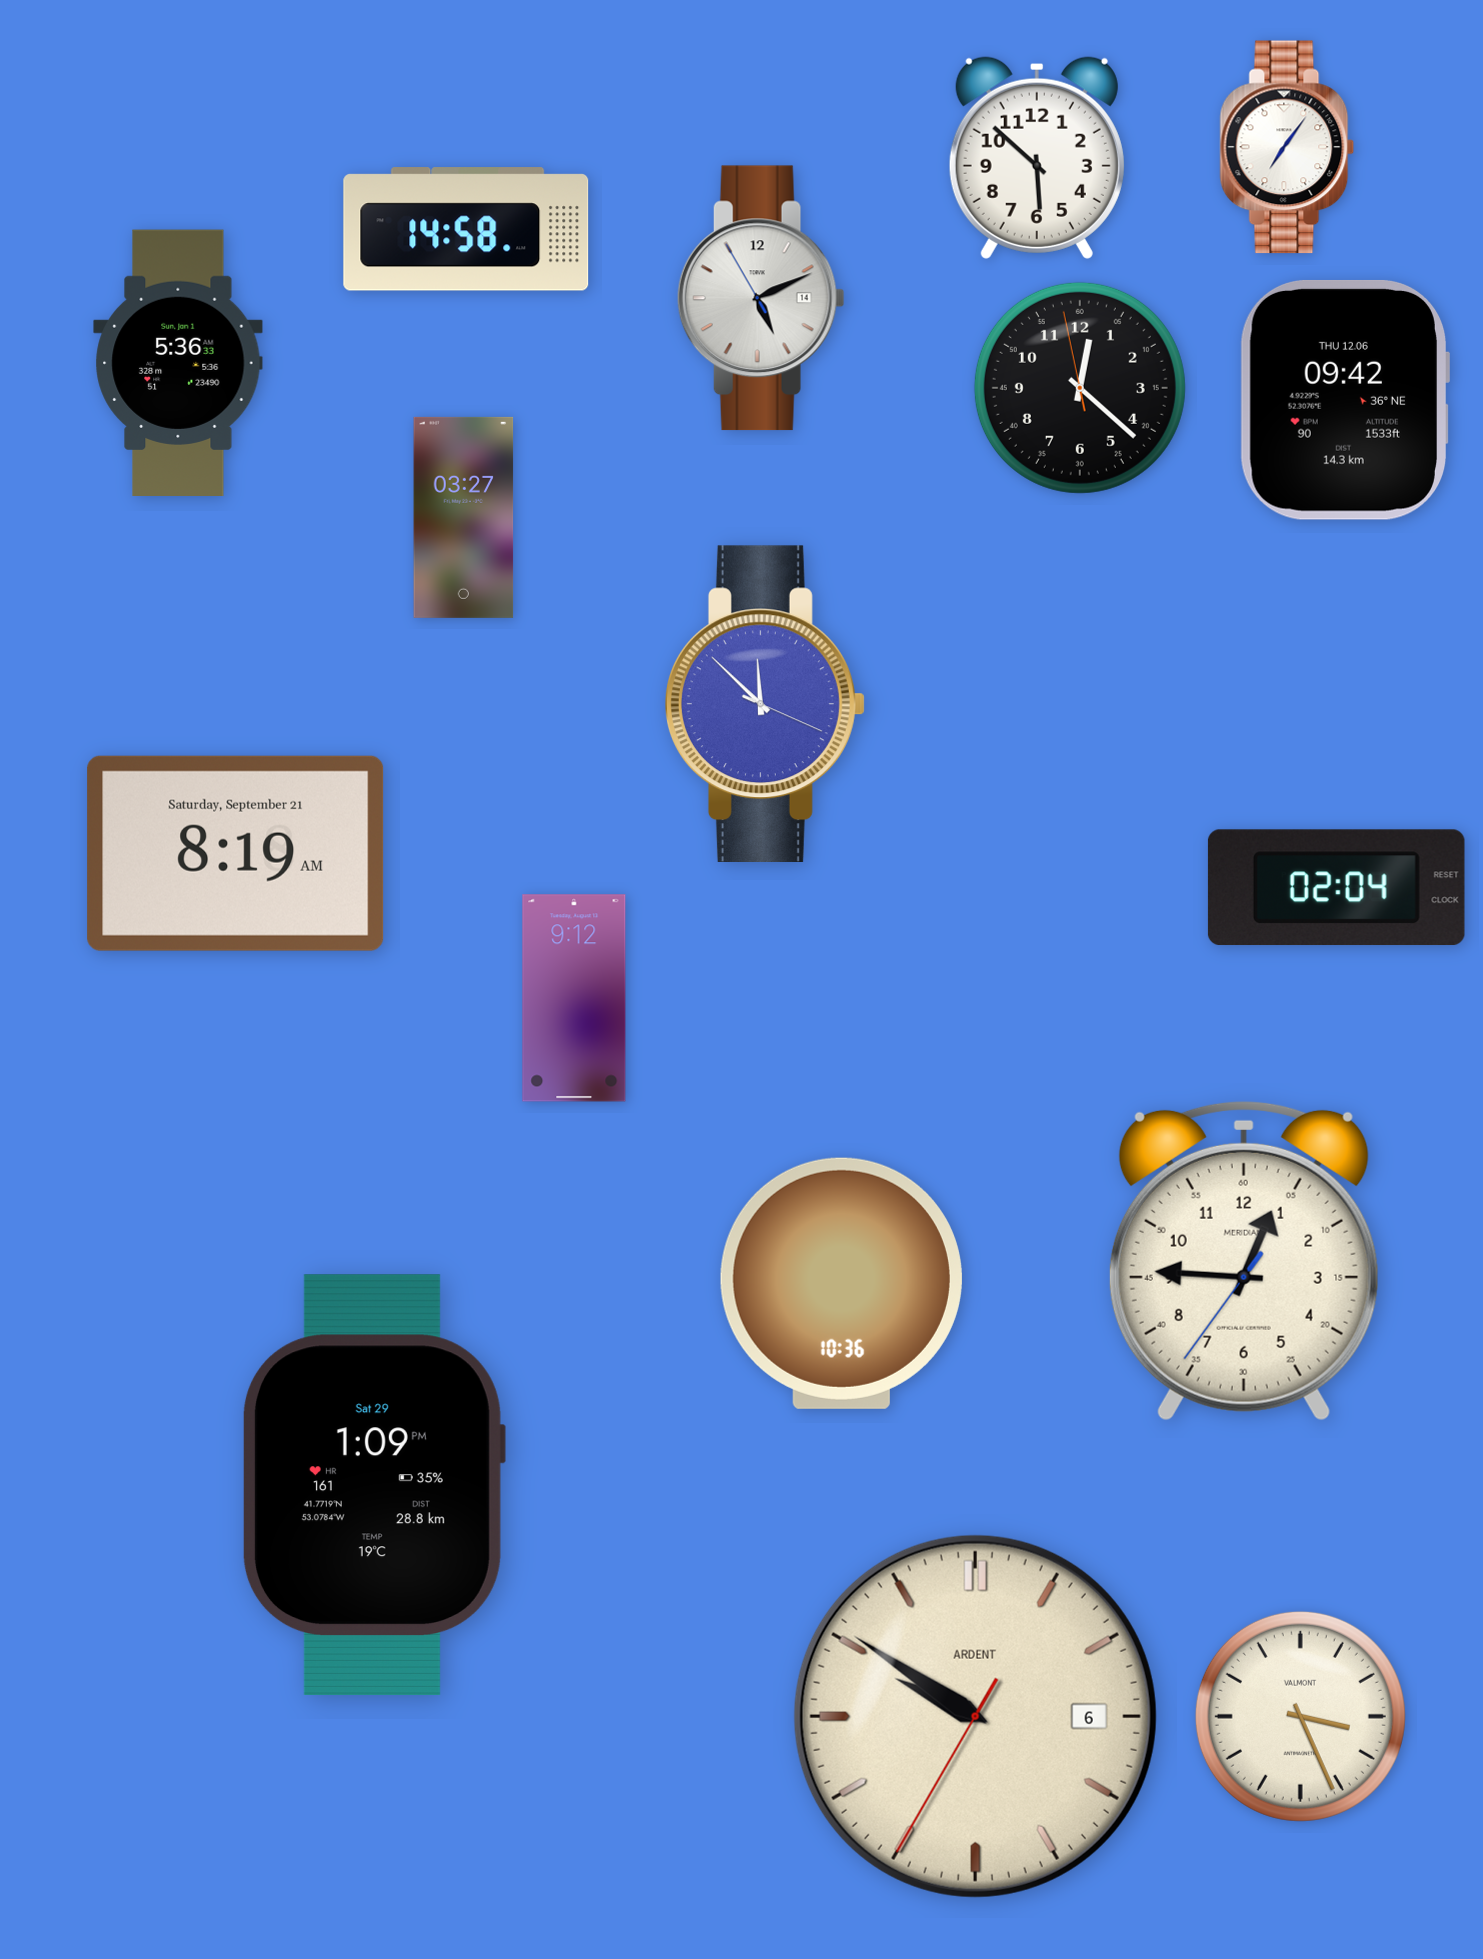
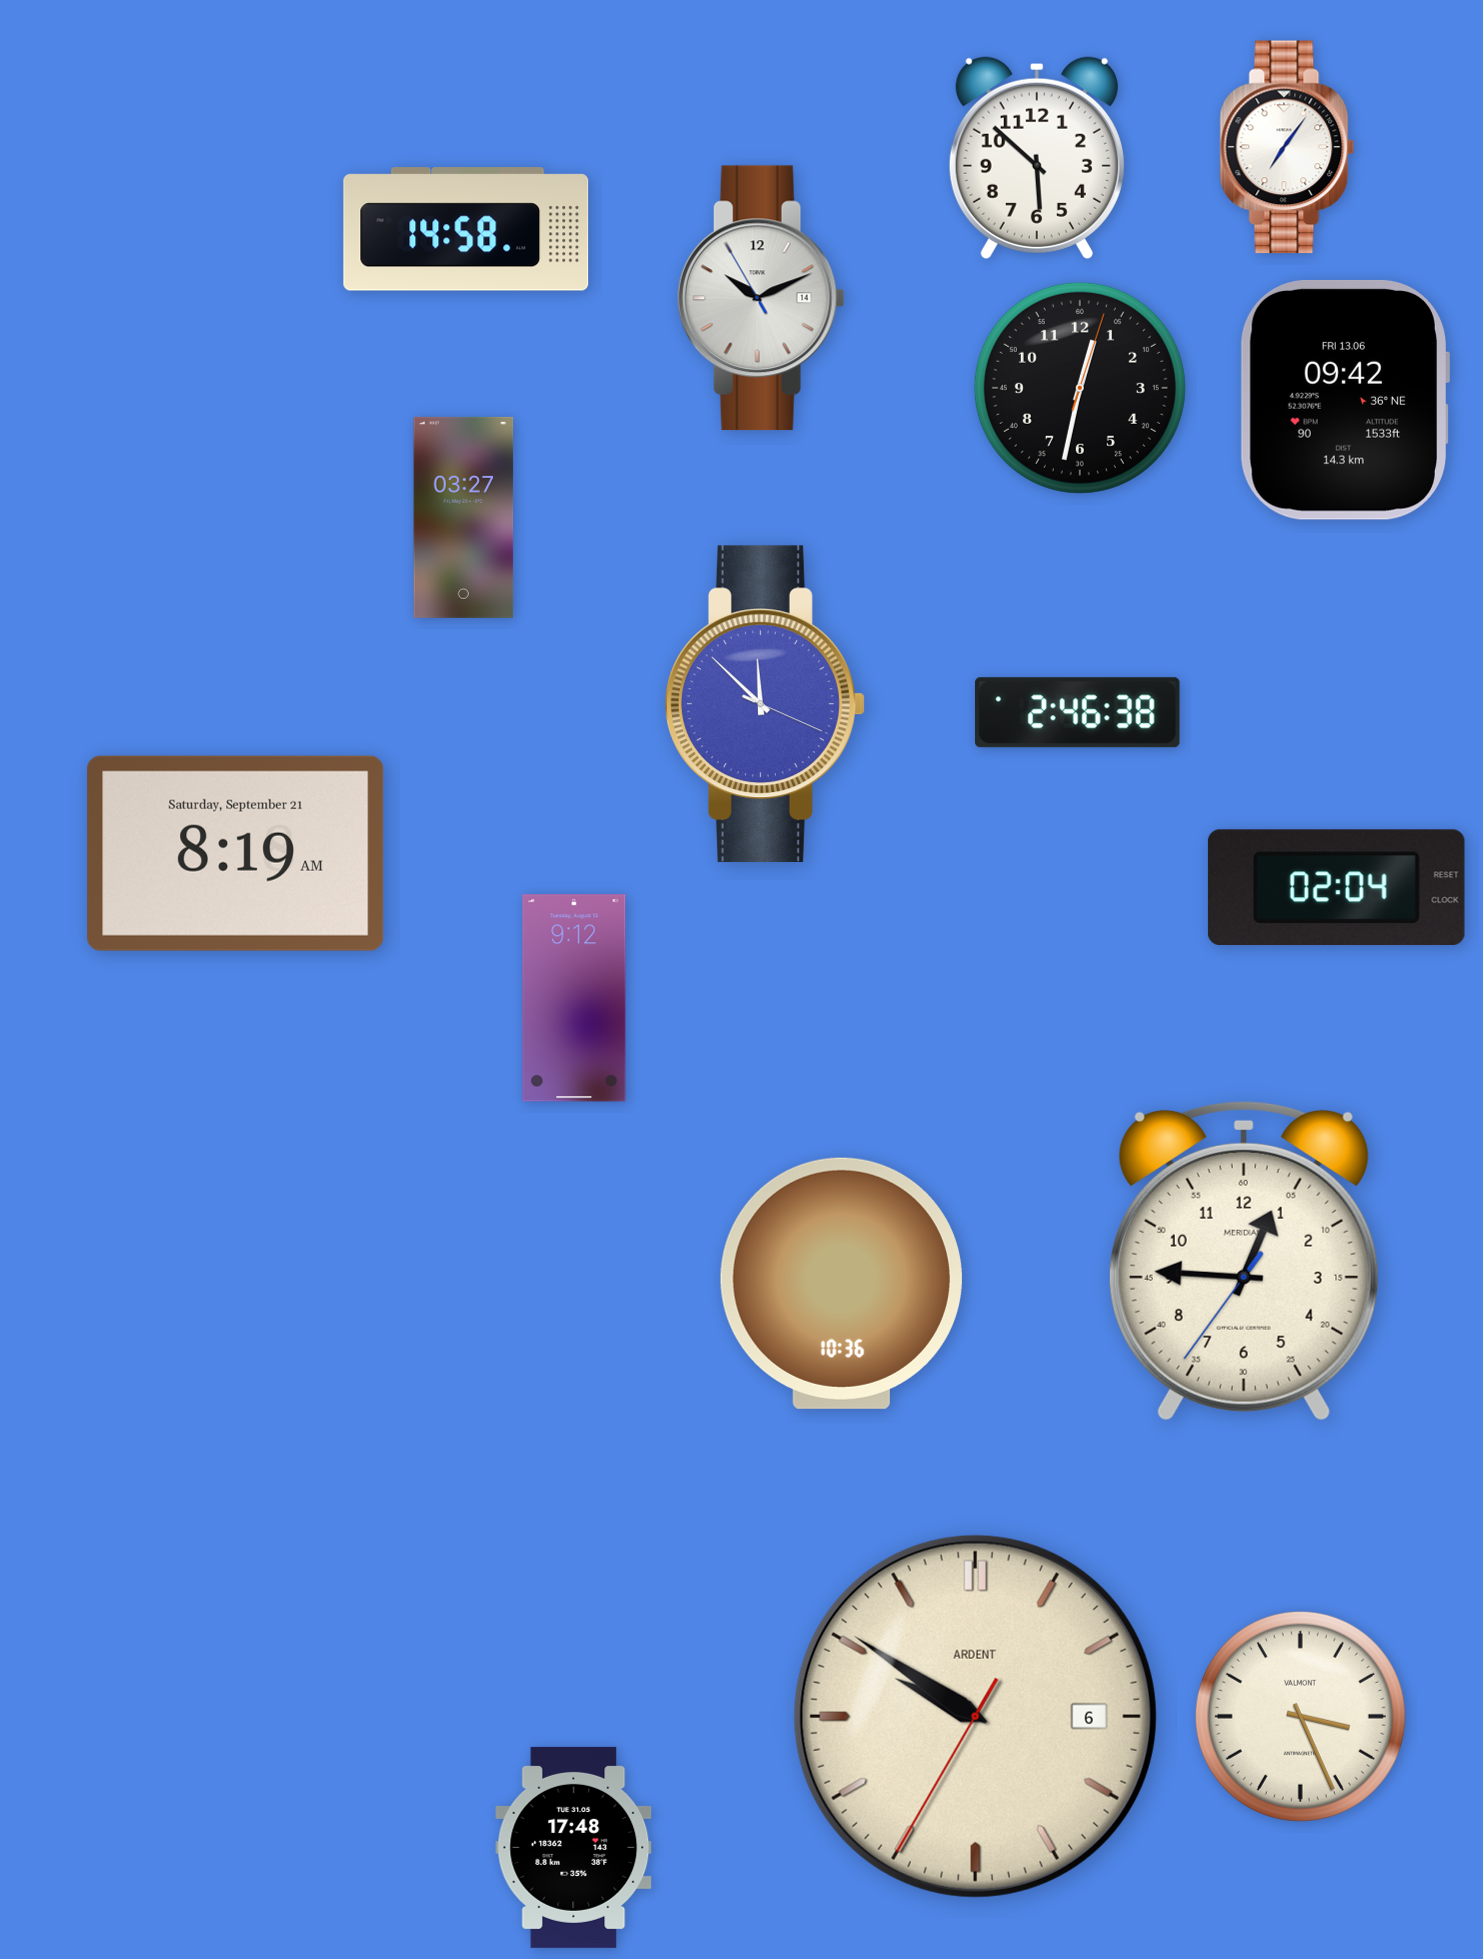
clock at (761, 298): 5:10 -> 10:10
clock at (178, 363): 5:36 -> none
clock at (1080, 388): 12:21 -> 12:32
clock at (1344, 400) date: THU 12.06 -> FRI 13.06
clock at (1077, 713): none -> 2:46
clock at (373, 1484): 1:09 -> none
clock at (574, 1847): none -> 17:48
